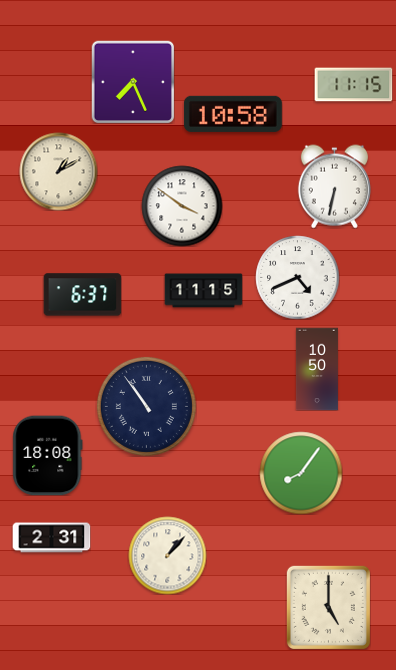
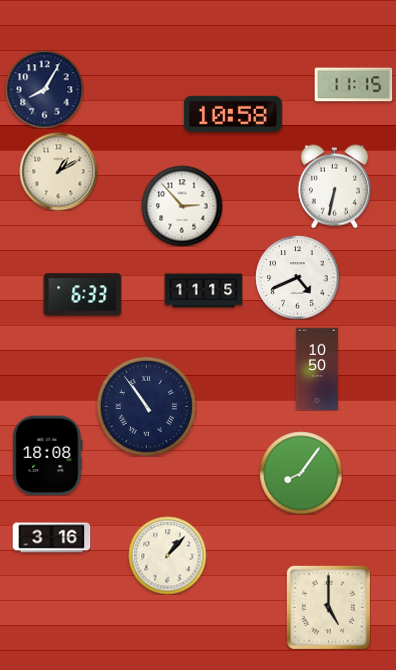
clock at (133, 82): 7:26 -> none
clock at (44, 89): none -> 8:05
clock at (182, 206): 3:51 -> 2:53
clock at (82, 295): 6:37 -> 6:33
clock at (51, 538): 2:31 -> 3:16
